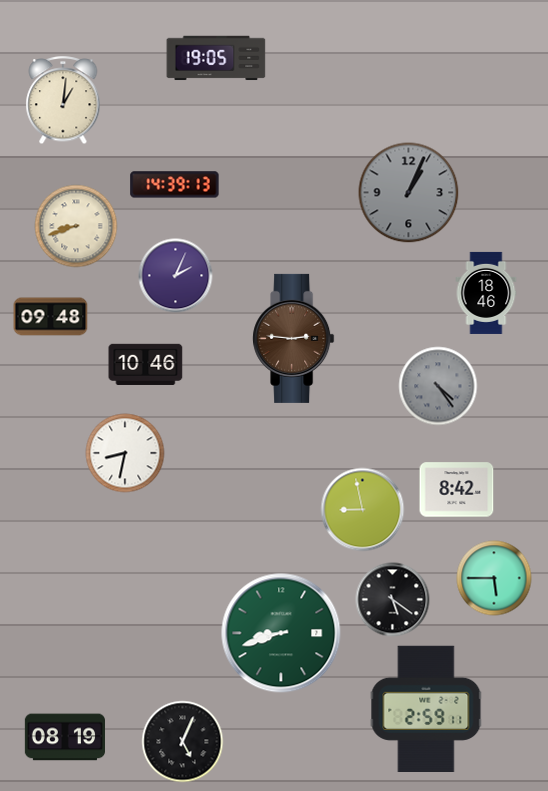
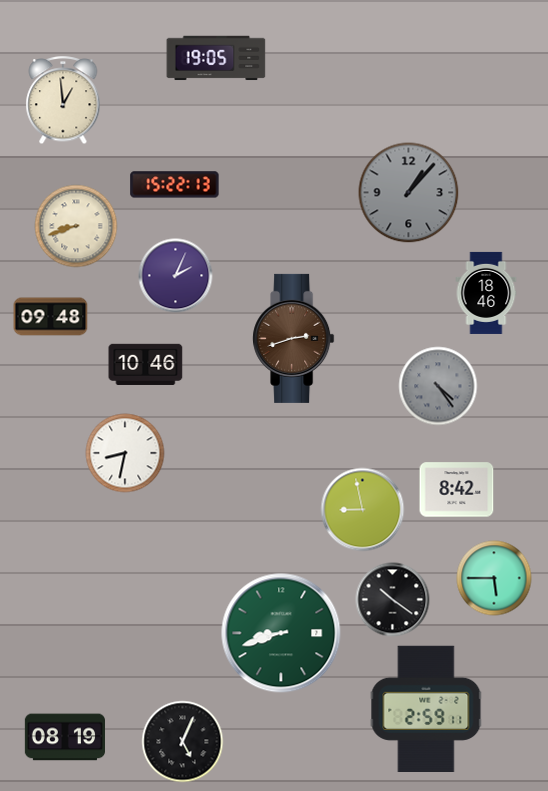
clock at (63, 101): 1:01 -> 12:59
clock at (175, 185): 14:39 -> 15:22
clock at (409, 193): 1:04 -> 1:07
clock at (294, 338): 2:46 -> 2:42
clock at (393, 600): 5:21 -> 10:21
